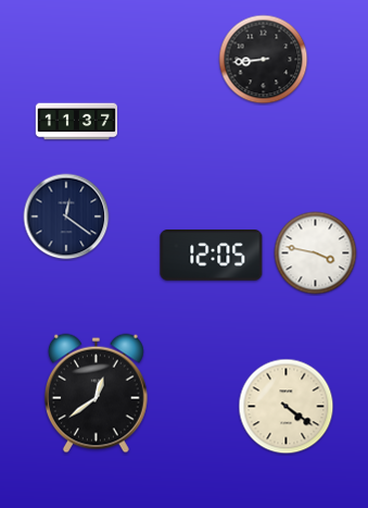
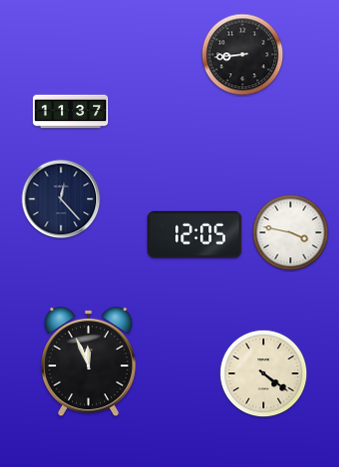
clock at (66, 216): 12:21 -> 12:23
clock at (96, 394): 12:39 -> 11:56
